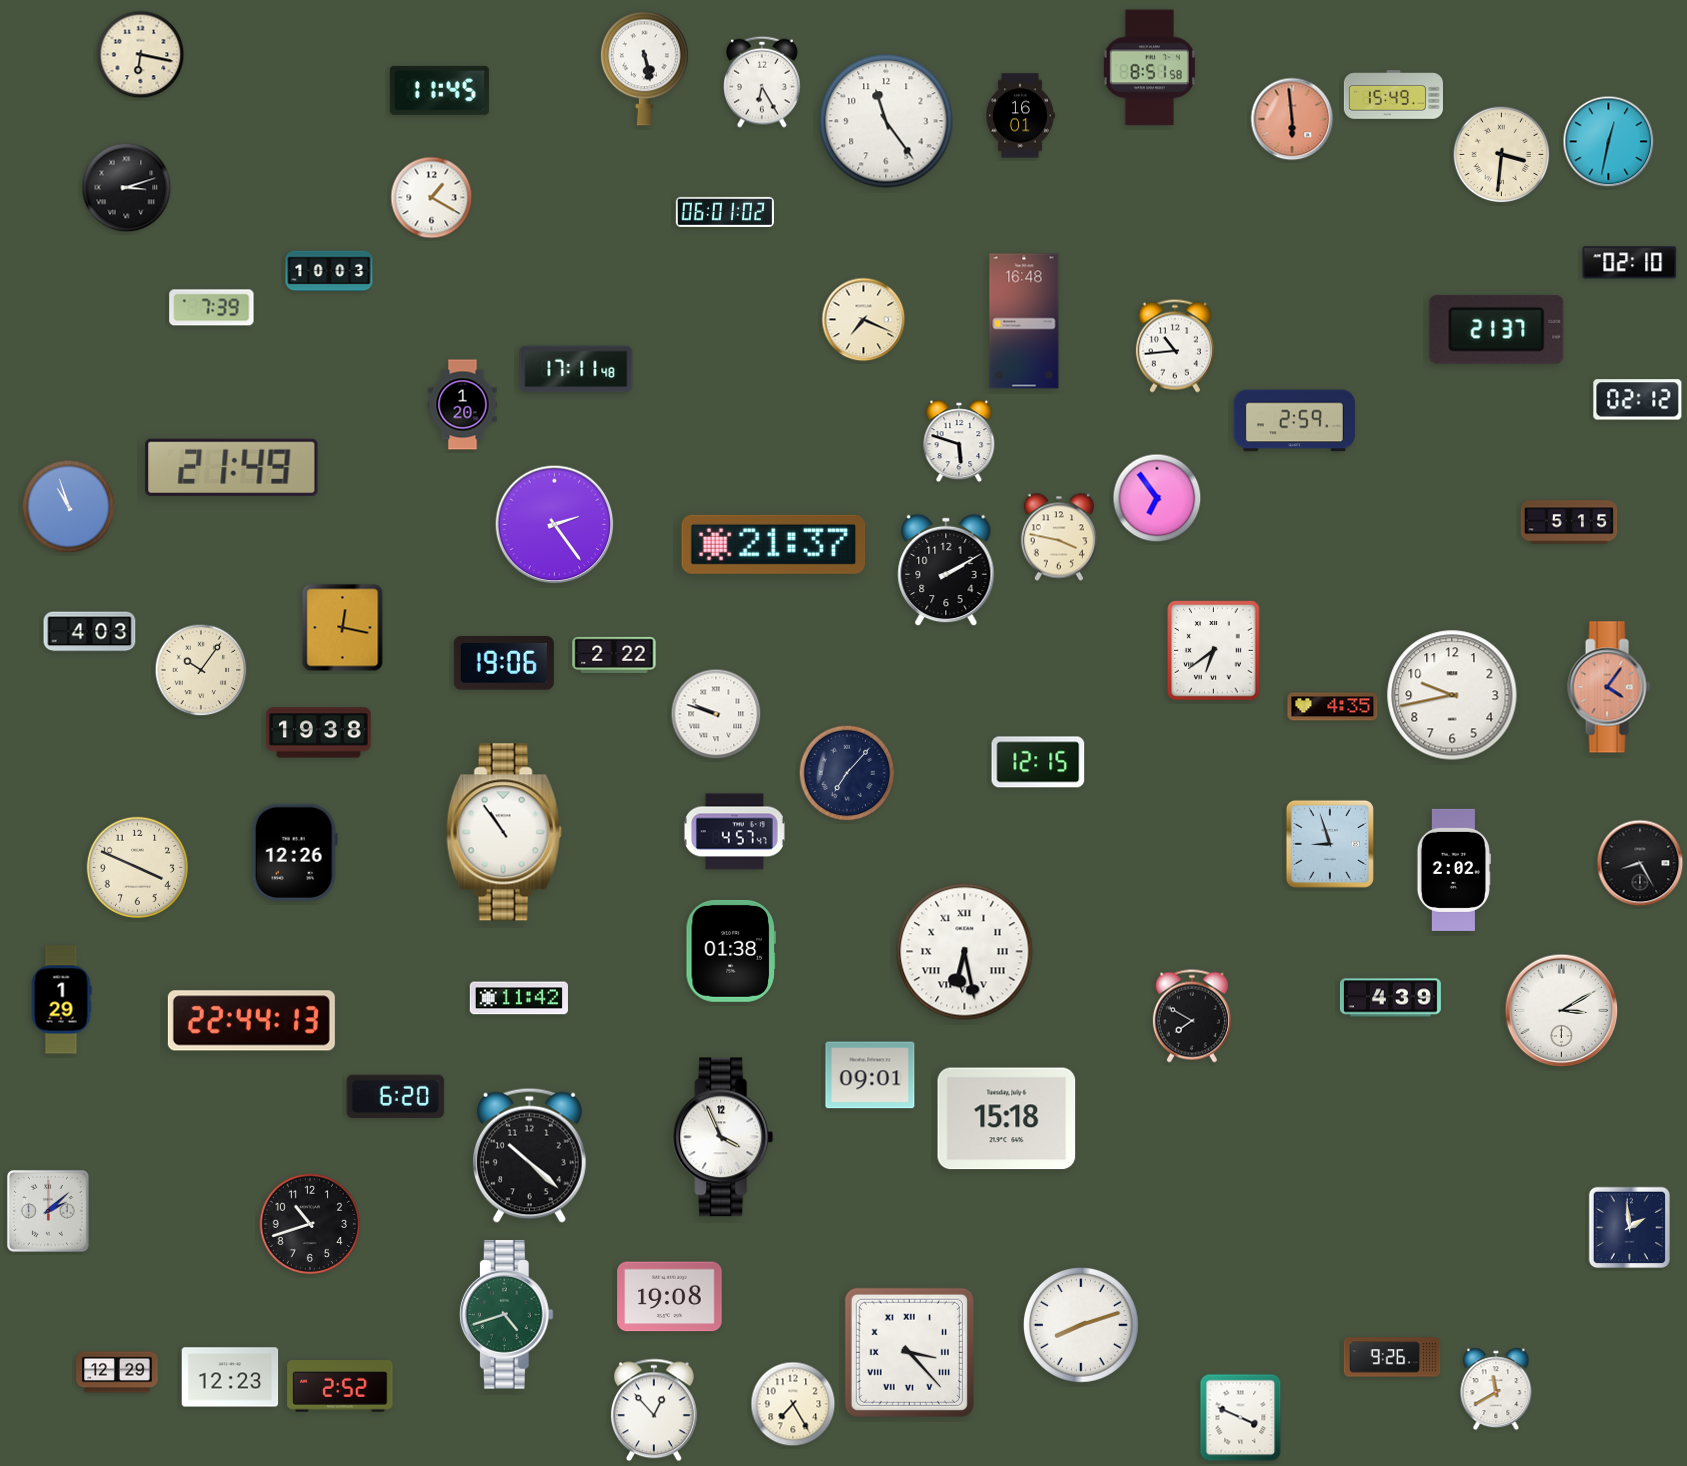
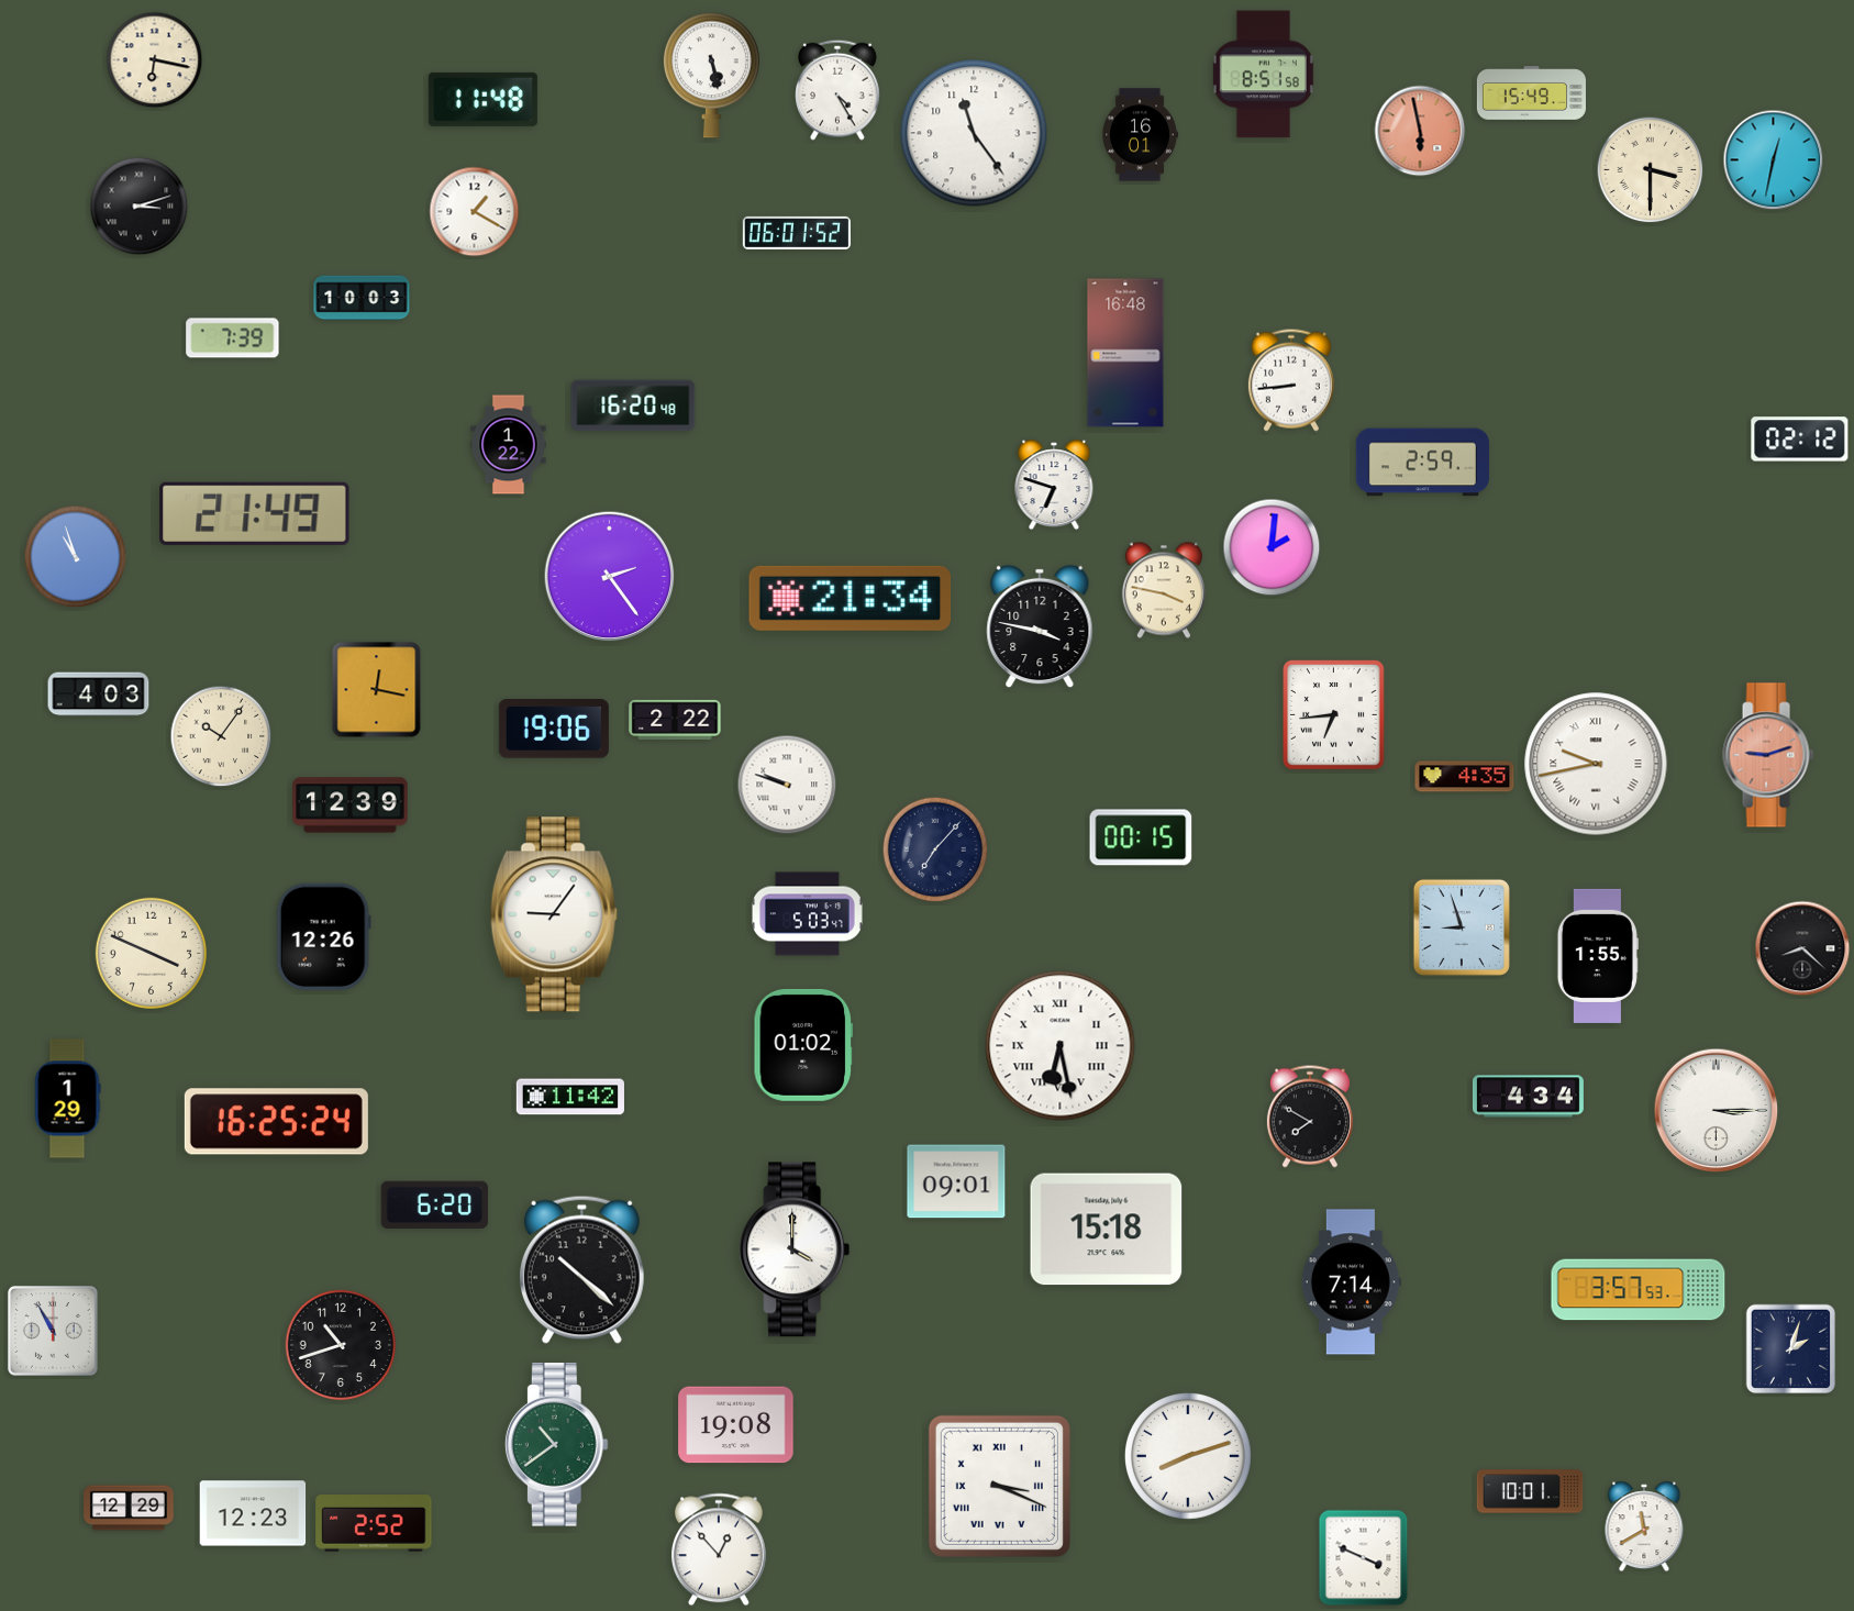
clock at (644, 69) position: (644, 69) -> (711, 76)
clock at (763, 82): 6:25 -> 4:25
clock at (439, 90): 11:45 -> 11:48
clock at (1393, 95) position: (1393, 95) -> (1531, 93)
clock at (1020, 116) position: (1020, 116) -> (1140, 135)
clock at (1292, 119): 5:59 -> 5:58
clock at (1609, 142) position: (1609, 142) -> (1774, 160)
clock at (1502, 155): 3:31 -> 3:30
clock at (432, 198) position: (432, 198) -> (475, 212)
clock at (724, 212): 06:01:02 -> 06:01:52
clock at (1630, 263): 02:10 -> none
clock at (864, 320): 7:19 -> none
clock at (1497, 329): 21:37 -> none
clock at (1175, 346): 10:44 -> 8:44
clock at (576, 369): 17:11 -> 16:20
clock at (463, 405): 1:20 -> 1:22
clock at (959, 441): 5:48 -> 6:48
clock at (1157, 498): 6:54 -> 2:01
clock at (1569, 522): 5:15 -> none
clock at (774, 544): 21:37 -> 21:34
clock at (946, 570): 2:10 -> 3:47
clock at (1214, 651): 6:39 -> 6:44
clock at (1609, 687): 4:06 -> 9:12
clock at (1452, 695) numerals: Arabic -> Roman
clock at (319, 733): 19:38 -> 12:39
clock at (1038, 762): 12:15 -> 00:15
clock at (847, 773) position: (847, 773) -> (935, 849)
clock at (504, 832): 10:54 -> 9:06
clock at (734, 832): 4:57 -> 5:03
clock at (1640, 863): 8:25 -> 8:22
clock at (1454, 870): 2:02 -> 1:55
clock at (730, 951): 01:38 -> 01:02
clock at (1390, 998): 4:39 -> 4:34
clock at (1562, 1011): 3:10 -> 3:15
clock at (251, 1021): 22:44 -> 16:25
clock at (723, 1137): 3:56 -> 4:00
clock at (1351, 1282): none -> 7:14
clock at (1639, 1290): none -> 3:57
clock at (48, 1211): 2:08 -> 10:55
clock at (1630, 1228): 1:59 -> 2:03
clock at (506, 1315): 4:42 -> 10:39
clock at (909, 1352): 3:23 -> 3:19
clock at (1392, 1357): 9:26 -> 10:01
clock at (793, 1404): 7:25 -> none
